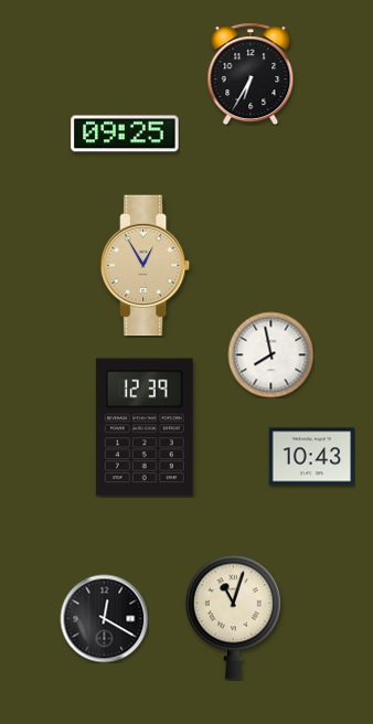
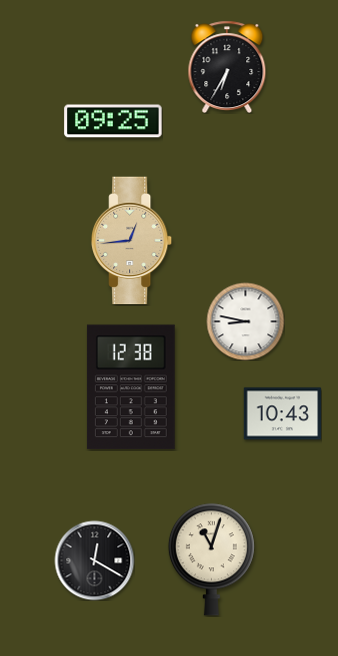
clock at (147, 266): 12:55 -> 12:44
clock at (270, 354): 7:58 -> 8:47
clock at (145, 427): 12:39 -> 12:38
